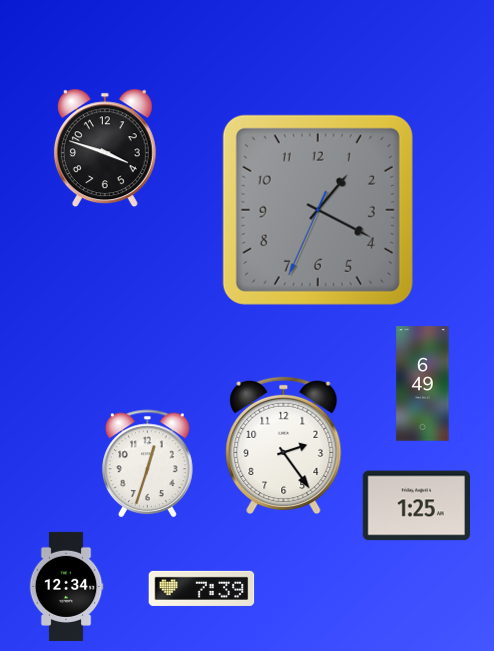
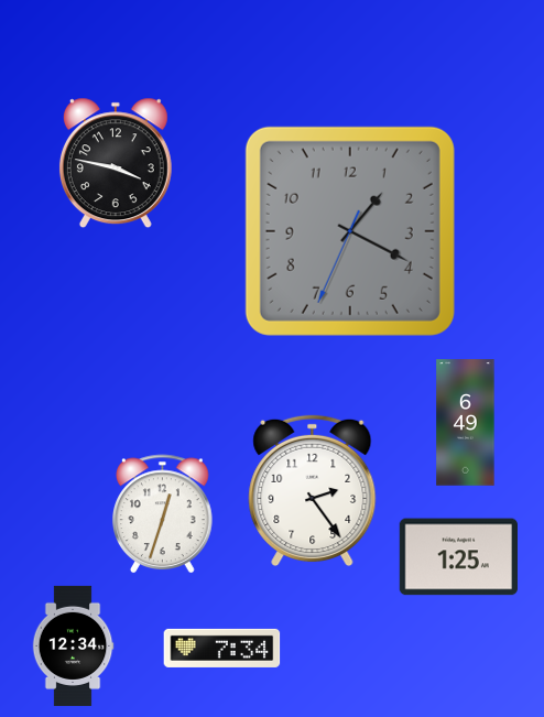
clock at (105, 148): 3:48 -> 3:47
clock at (148, 464) position: (148, 464) -> (163, 514)
clock at (202, 588): 7:39 -> 7:34
